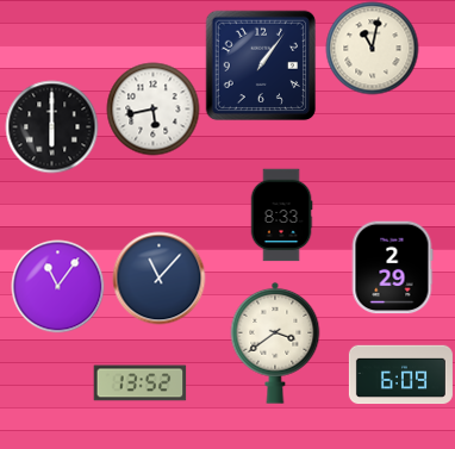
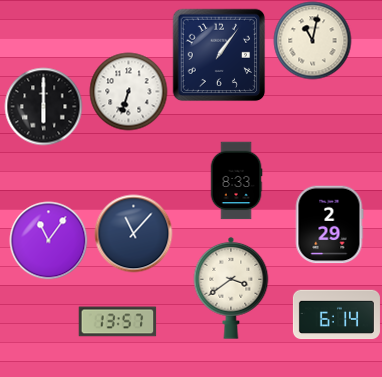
clock at (152, 108): 5:43 -> 6:33
clock at (400, 375): 6:09 -> 6:14
clock at (139, 383): 13:52 -> 13:57
